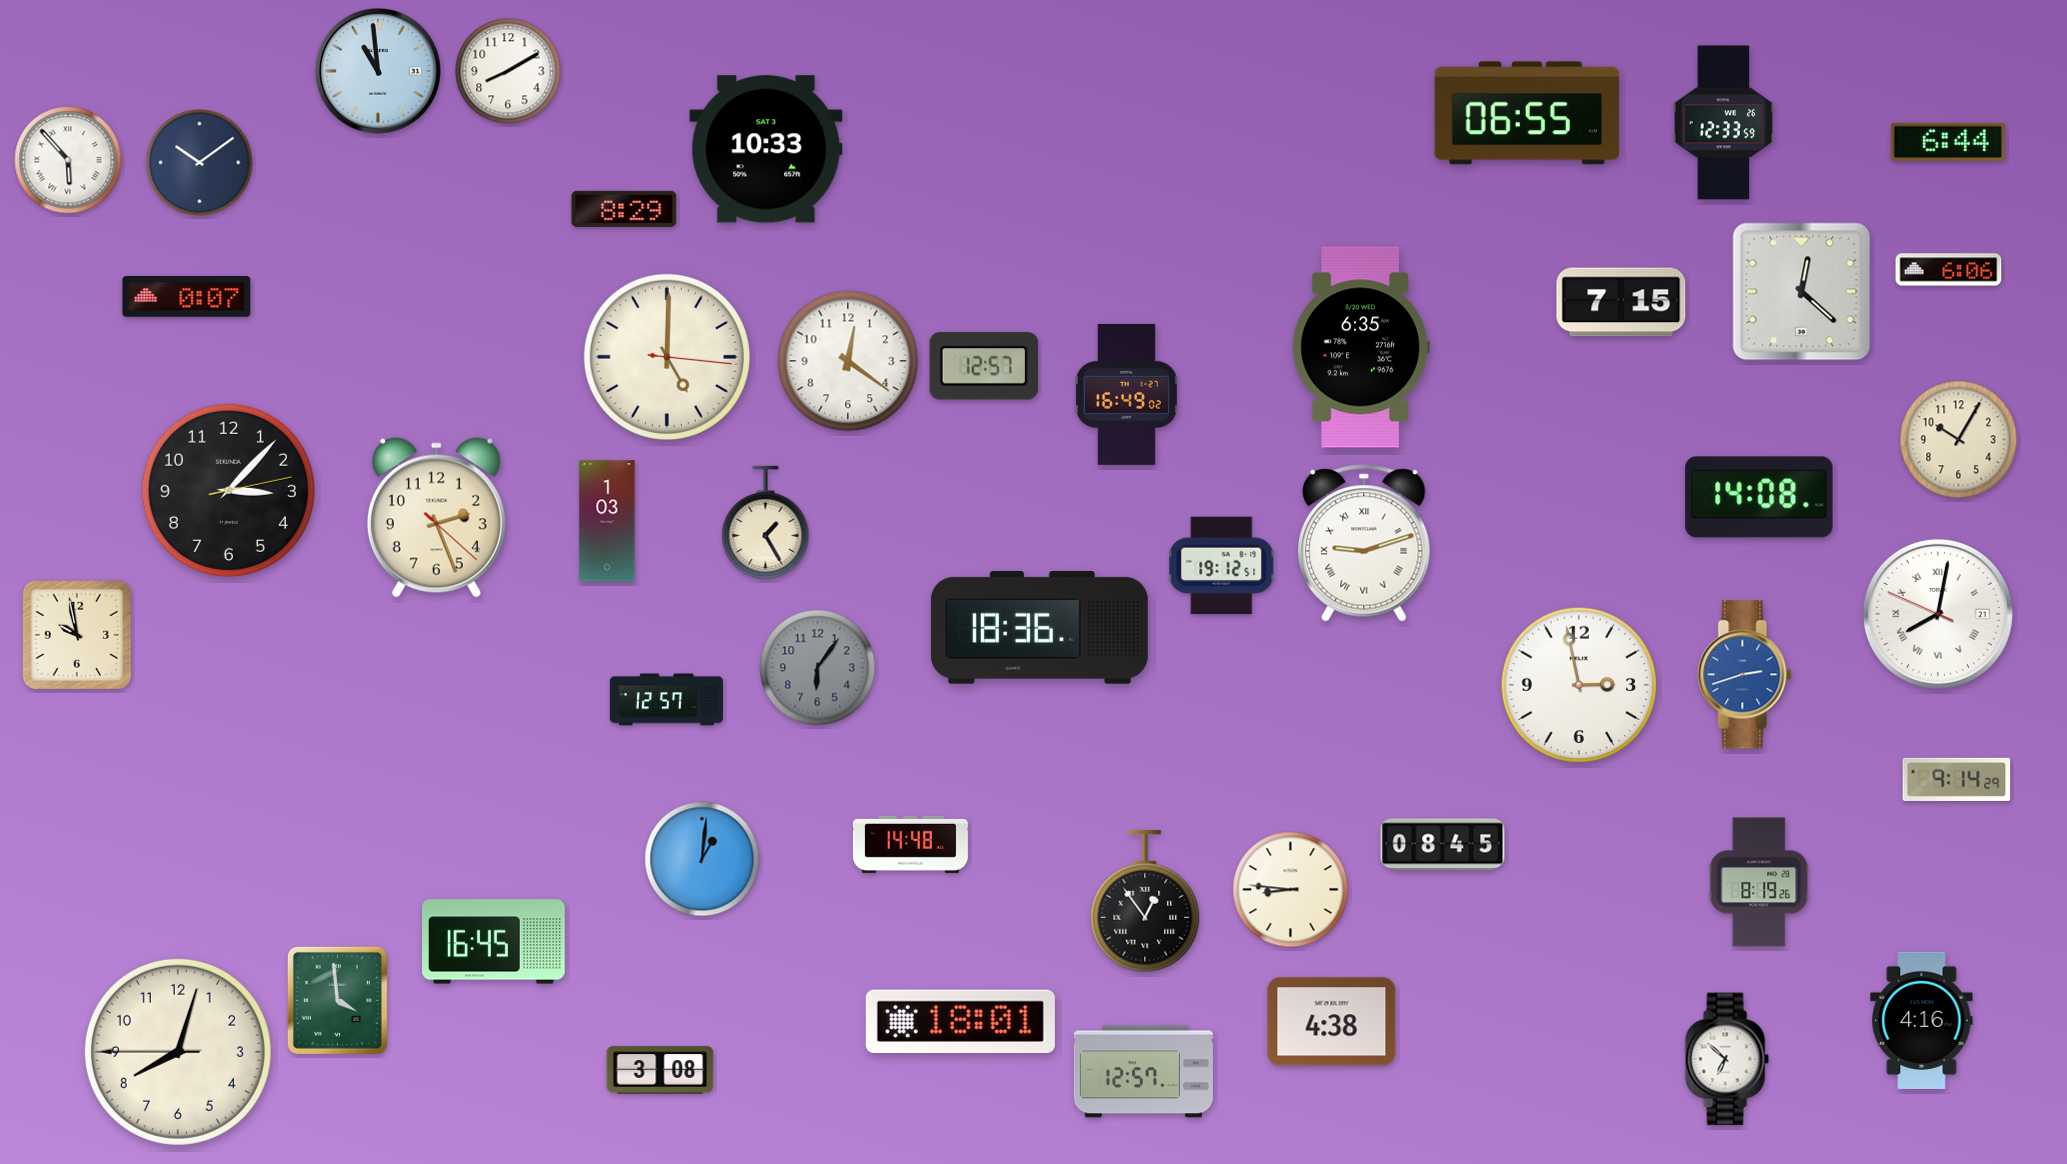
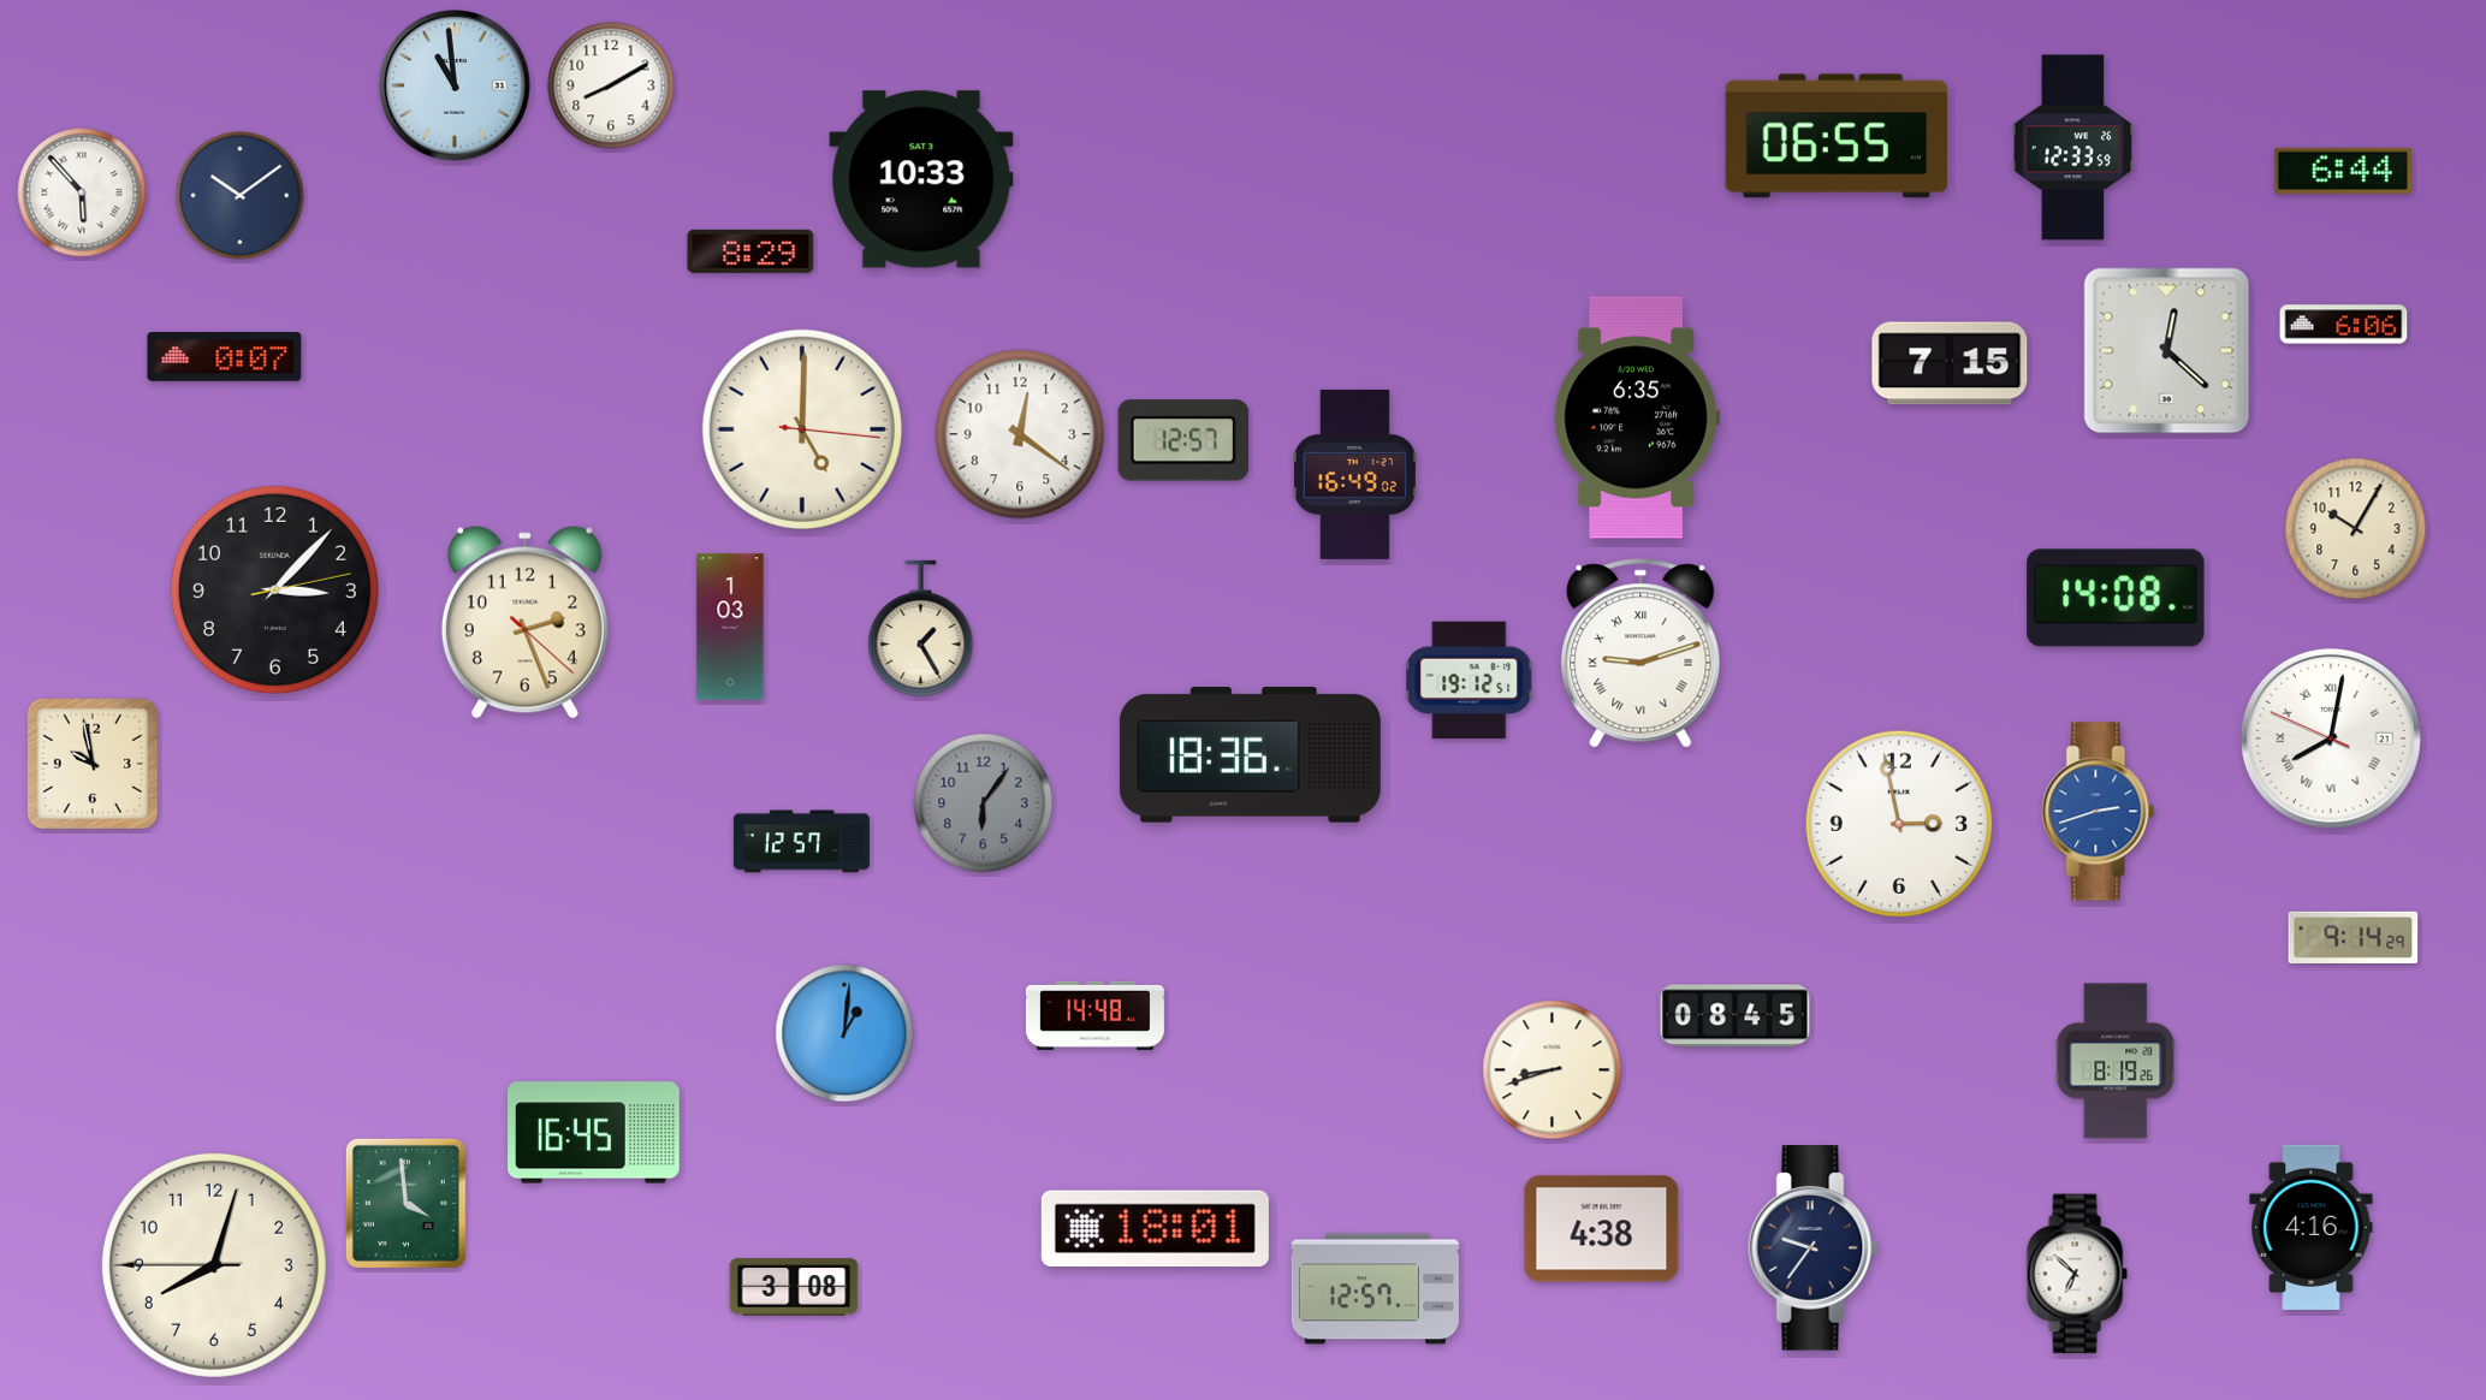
clock at (1291, 890): 8:46 -> 8:42
clock at (1145, 901): 12:54 -> none
clock at (1814, 1248): none -> 9:36
